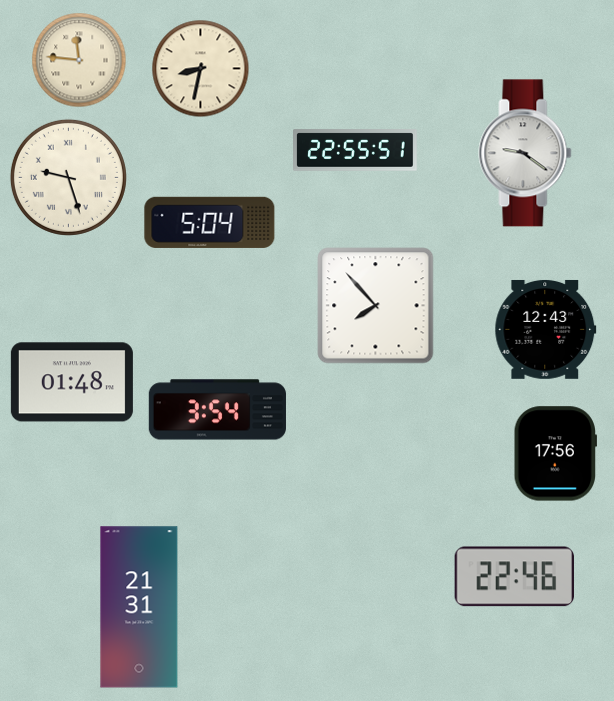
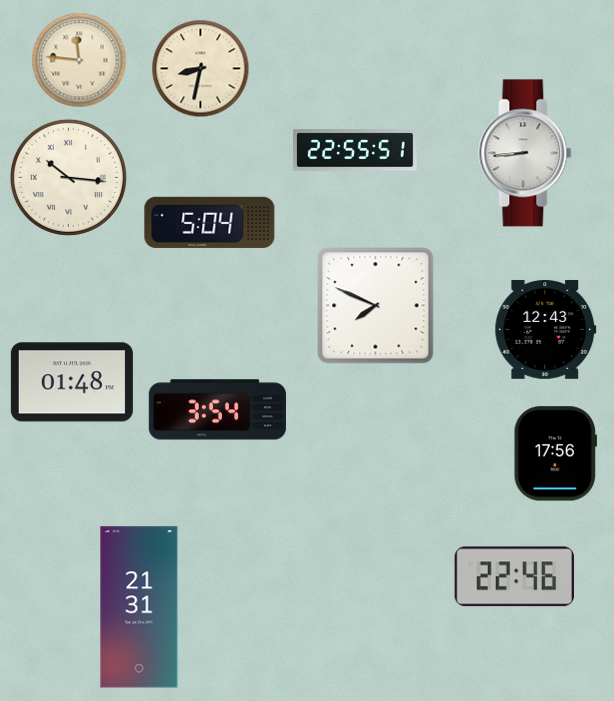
clock at (525, 153): 9:21 -> 8:44
clock at (68, 177): 9:27 -> 10:16
clock at (376, 306): 7:53 -> 7:49
